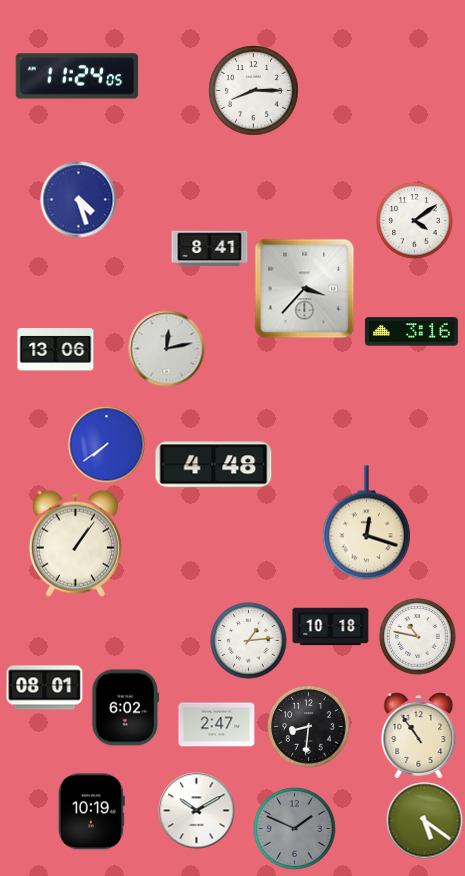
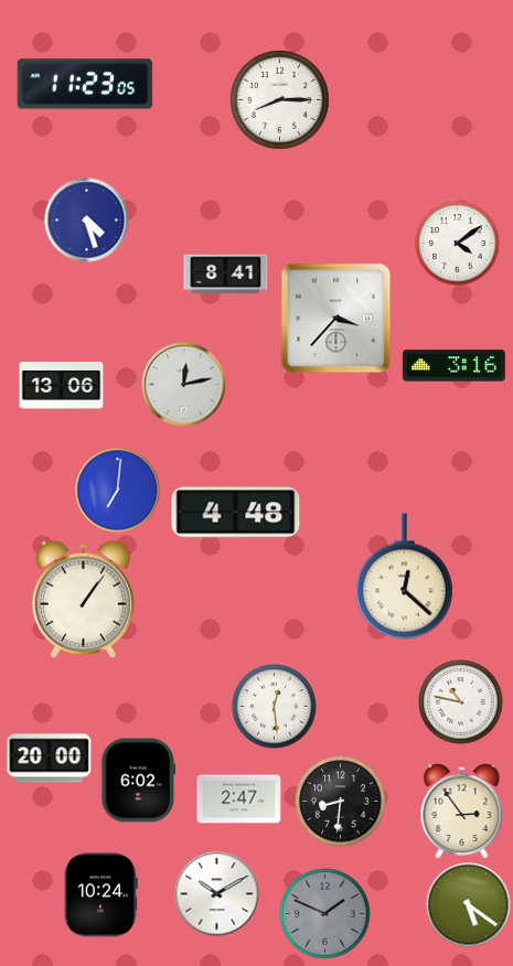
clock at (77, 76): 11:24 -> 11:23
clock at (210, 249) position: (210, 249) -> (226, 275)
clock at (107, 445): 7:39 -> 7:01
clock at (366, 523): 12:18 -> 12:22
clock at (331, 627): 10:18 -> none
clock at (249, 641): 1:14 -> 12:29
clock at (45, 688): 08:01 -> 20:00
clock at (419, 736): 10:54 -> 2:54
clock at (91, 812): 10:19 -> 10:24
